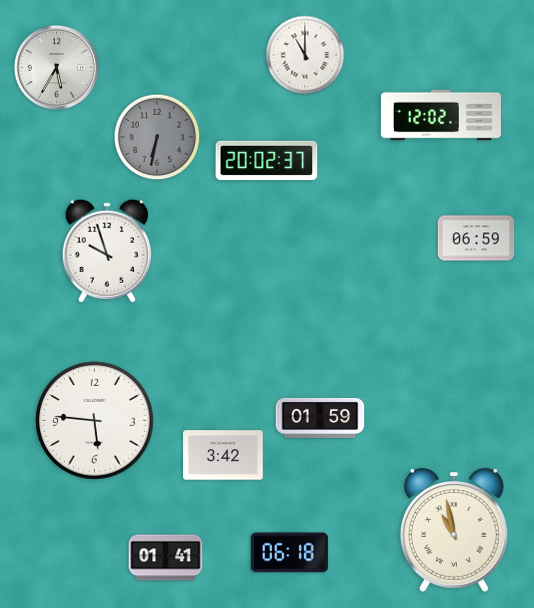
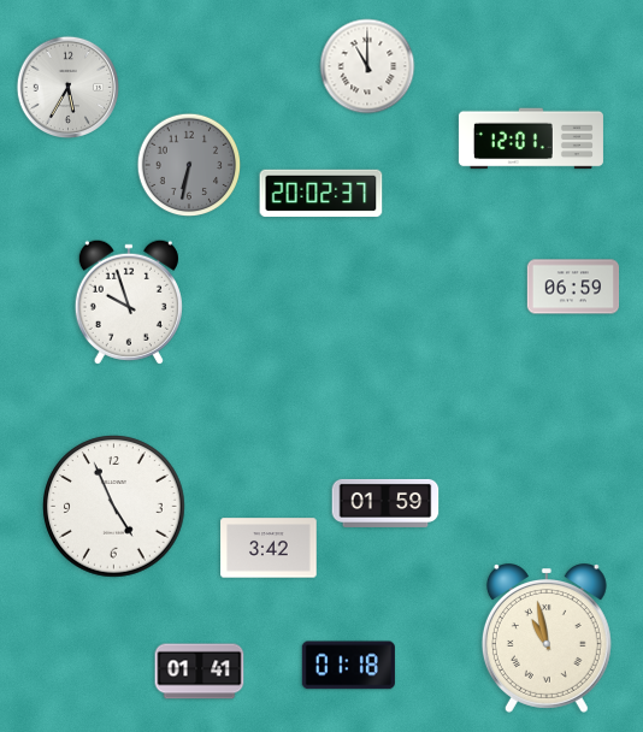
clock at (57, 68) position: (57, 68) -> (69, 88)
clock at (441, 115): 12:02 -> 12:01
clock at (95, 421): 5:46 -> 4:56
clock at (289, 553): 06:18 -> 01:18
